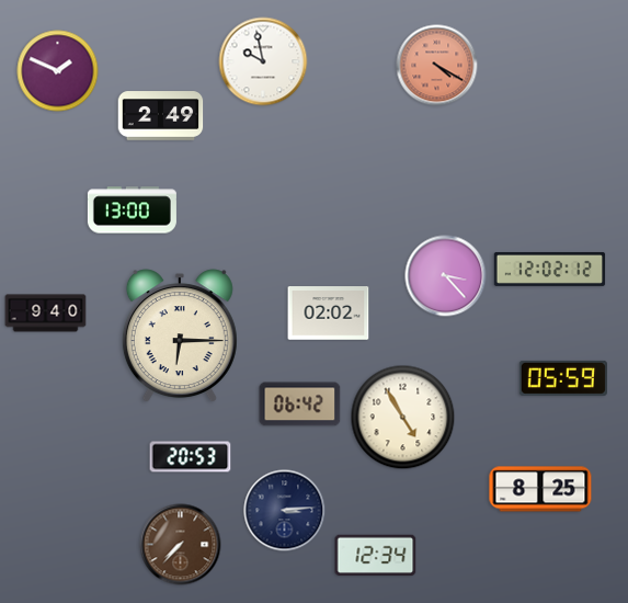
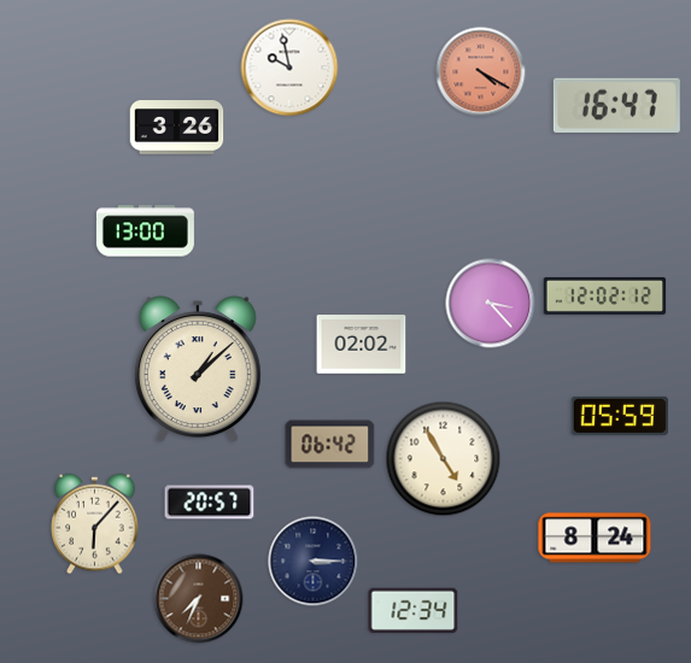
clock at (58, 71): 1:49 -> none
clock at (616, 105): none -> 16:47
clock at (161, 116): 2:49 -> 3:26
clock at (46, 314): 9:40 -> none
clock at (180, 337): 6:15 -> 1:08
clock at (191, 457): 20:53 -> 20:57
clock at (95, 524): none -> 6:07
clock at (540, 489): 8:25 -> 8:24
clock at (285, 511): 3:14 -> 3:15
clock at (181, 545): 7:37 -> 7:34
